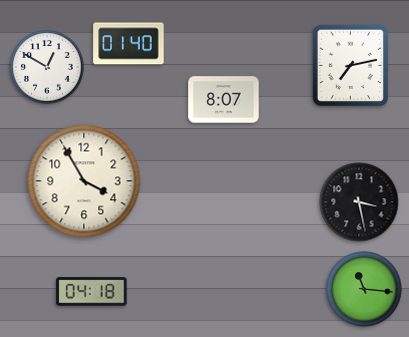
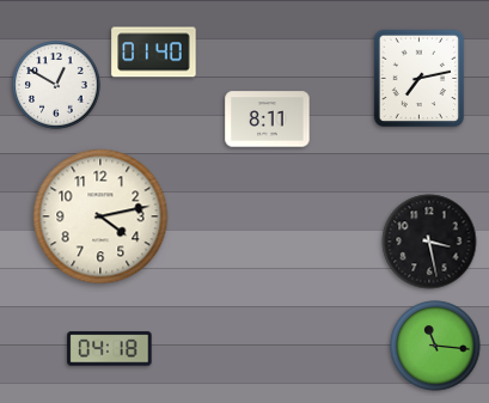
clock at (47, 67) position: (47, 67) -> (56, 85)
clock at (224, 100): 8:07 -> 8:11
clock at (84, 181): 3:55 -> 4:13
